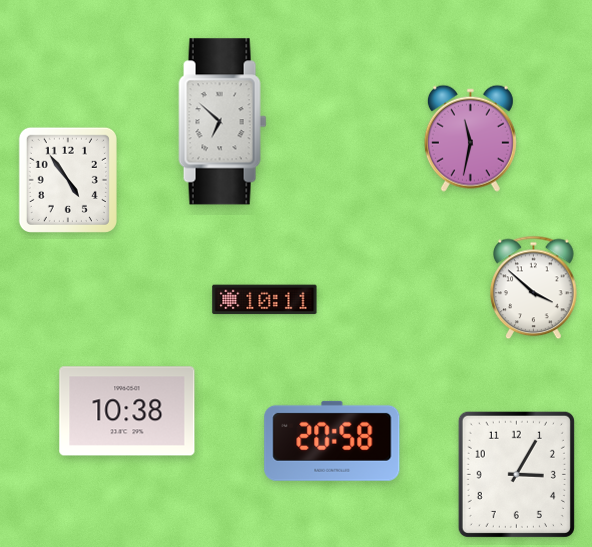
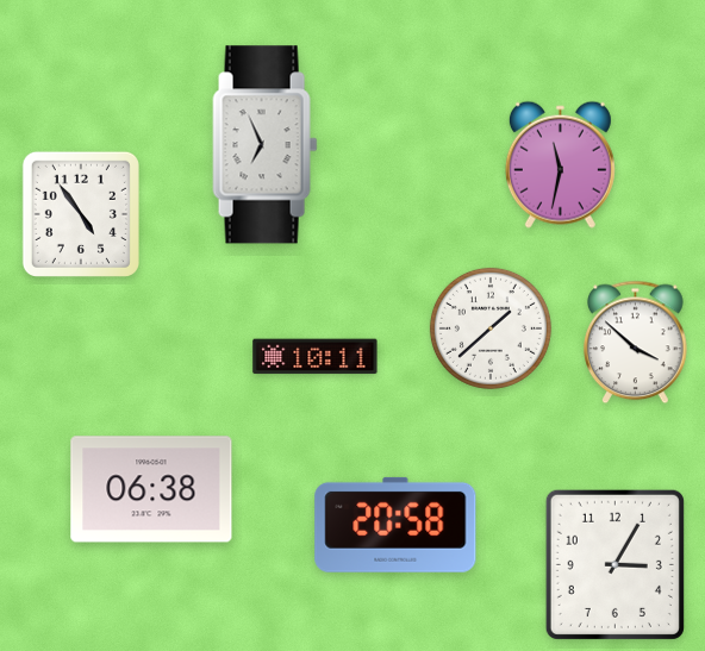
clock at (223, 122): 6:52 -> 6:56
clock at (491, 328): none -> 1:38
clock at (127, 411): 10:38 -> 06:38
